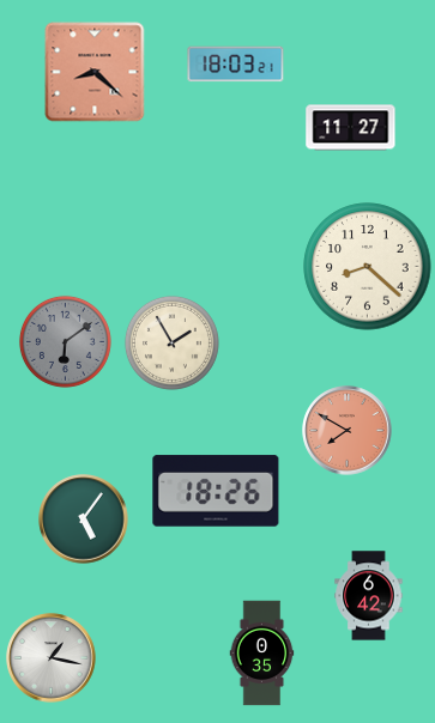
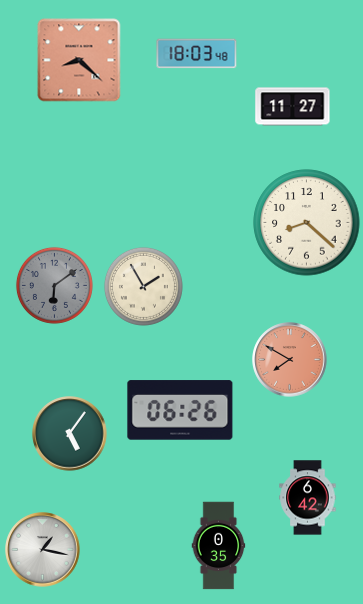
clock at (236, 65): 18:03:21 -> 18:03:48
clock at (216, 491): 18:26 -> 06:26
